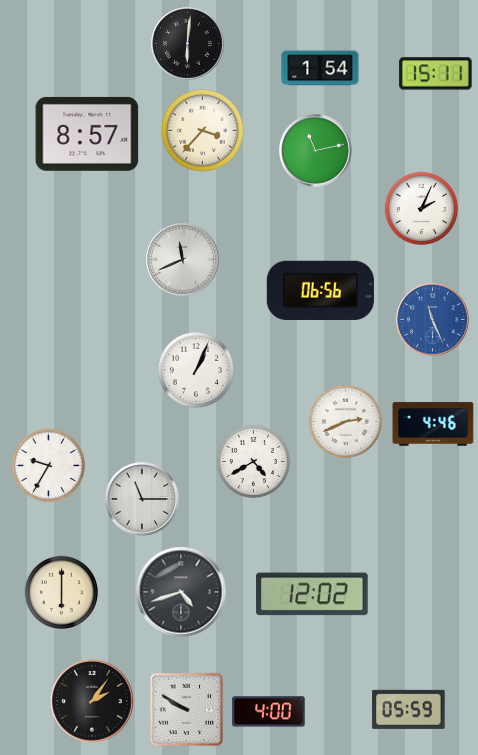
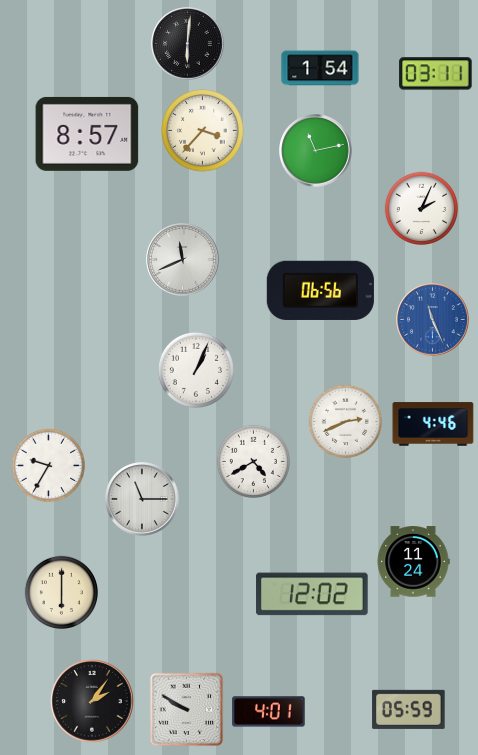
clock at (436, 74): 15:11 -> 03:11
clock at (413, 562): none -> 11:24
clock at (181, 592): 4:42 -> none
clock at (269, 712): 4:00 -> 4:01
